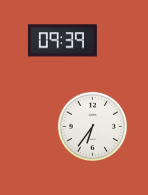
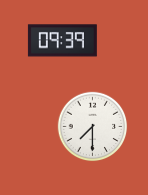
clock at (93, 127): 6:36 -> 7:30
